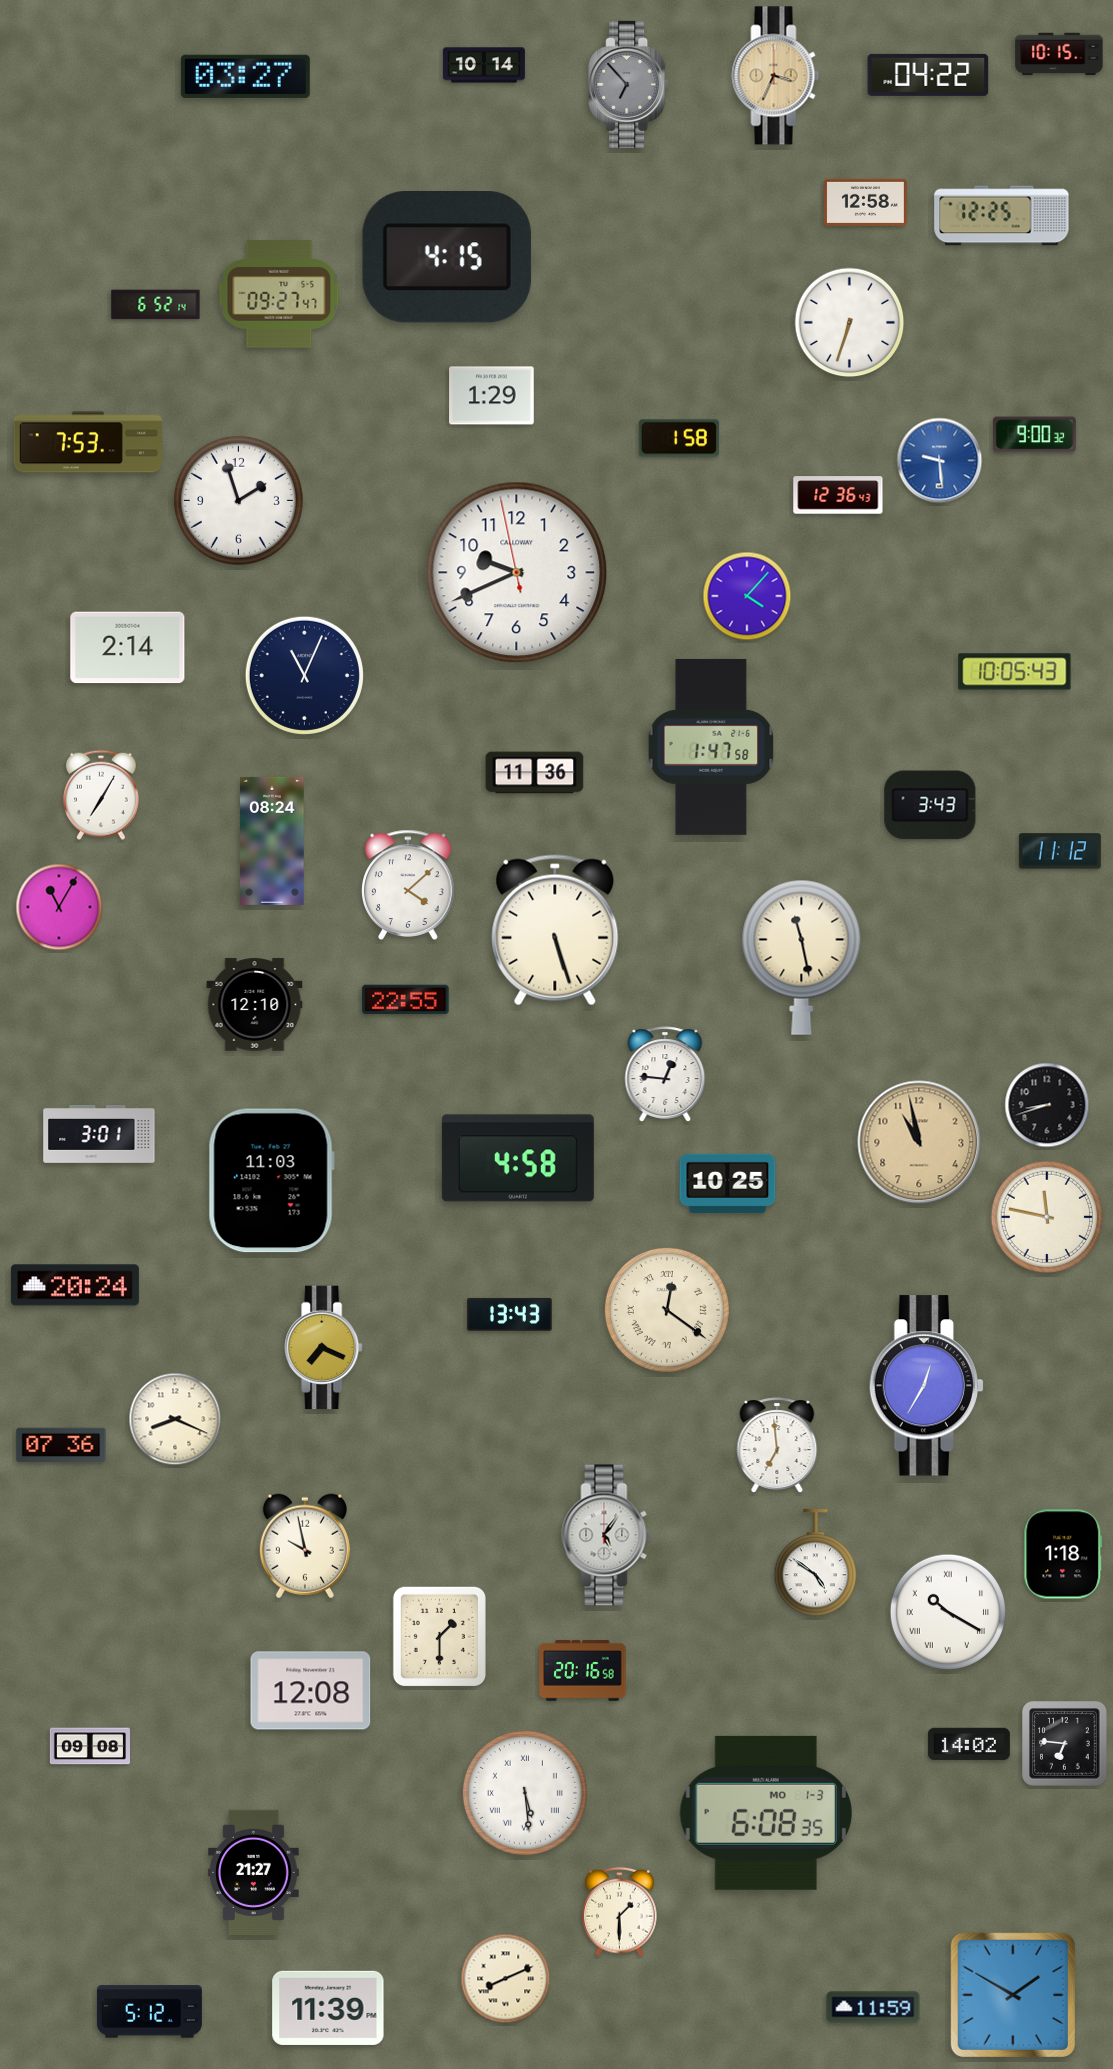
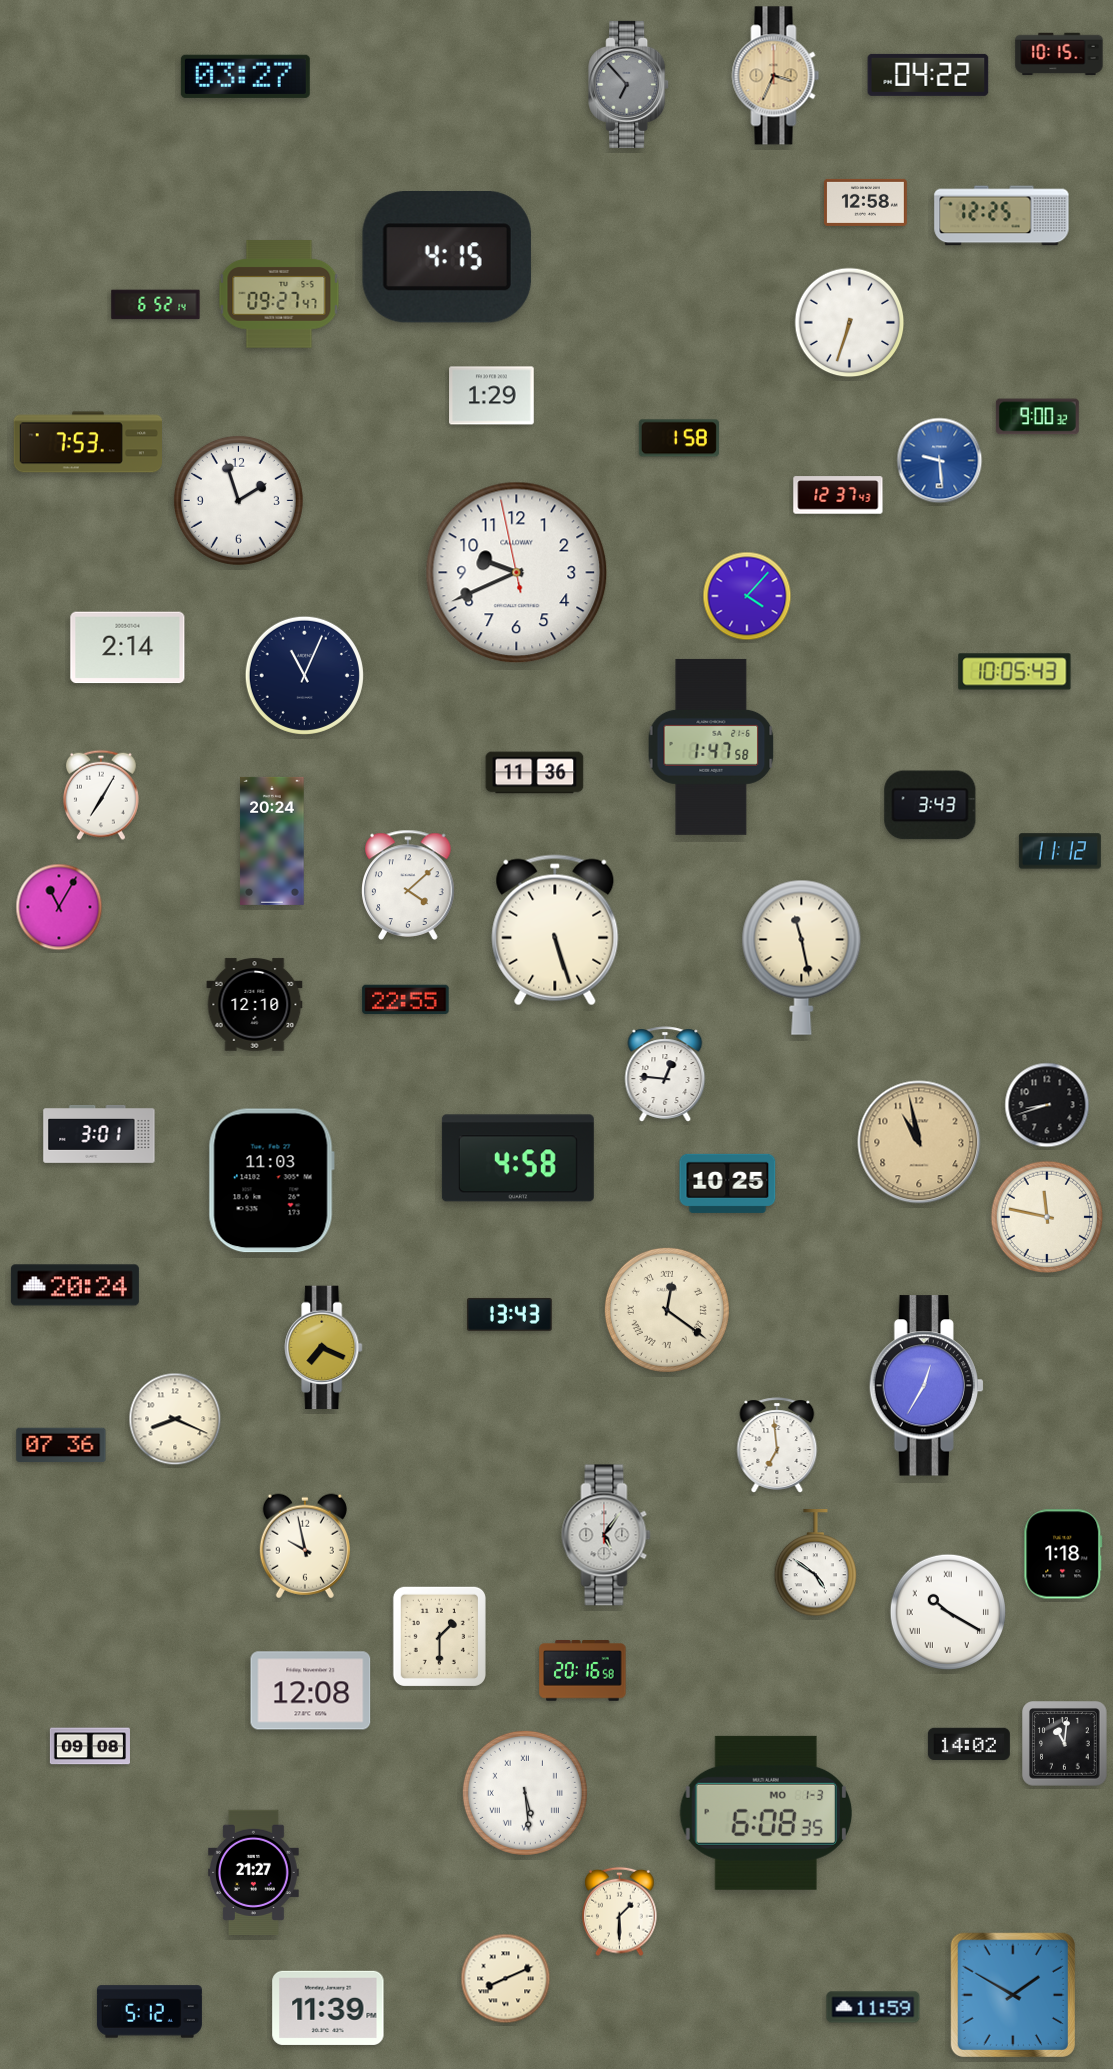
clock at (484, 65): 10:14 -> none
clock at (1034, 435) position: (1034, 435) -> (1037, 417)
clock at (838, 495): 12:36 -> 12:37
clock at (272, 841): 08:24 -> 20:24
clock at (1065, 1744): 6:46 -> 11:01
